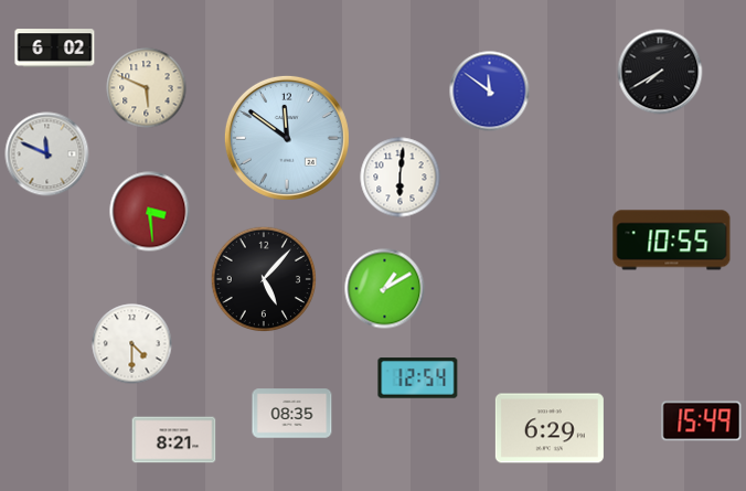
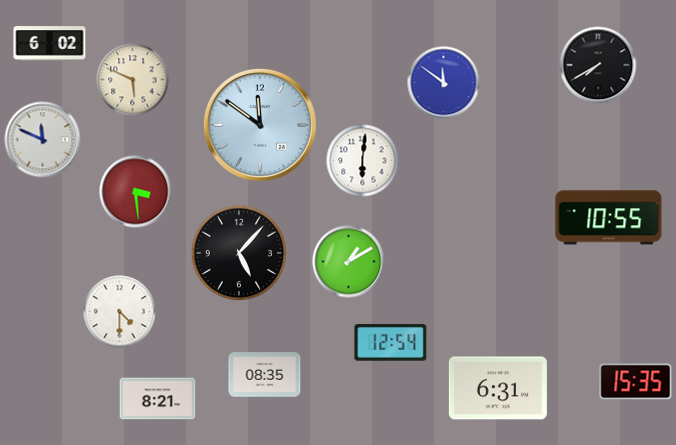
clock at (418, 378) position: (418, 378) -> (391, 343)
clock at (702, 421): 15:49 -> 15:35
clock at (550, 428): 6:29 -> 6:31
